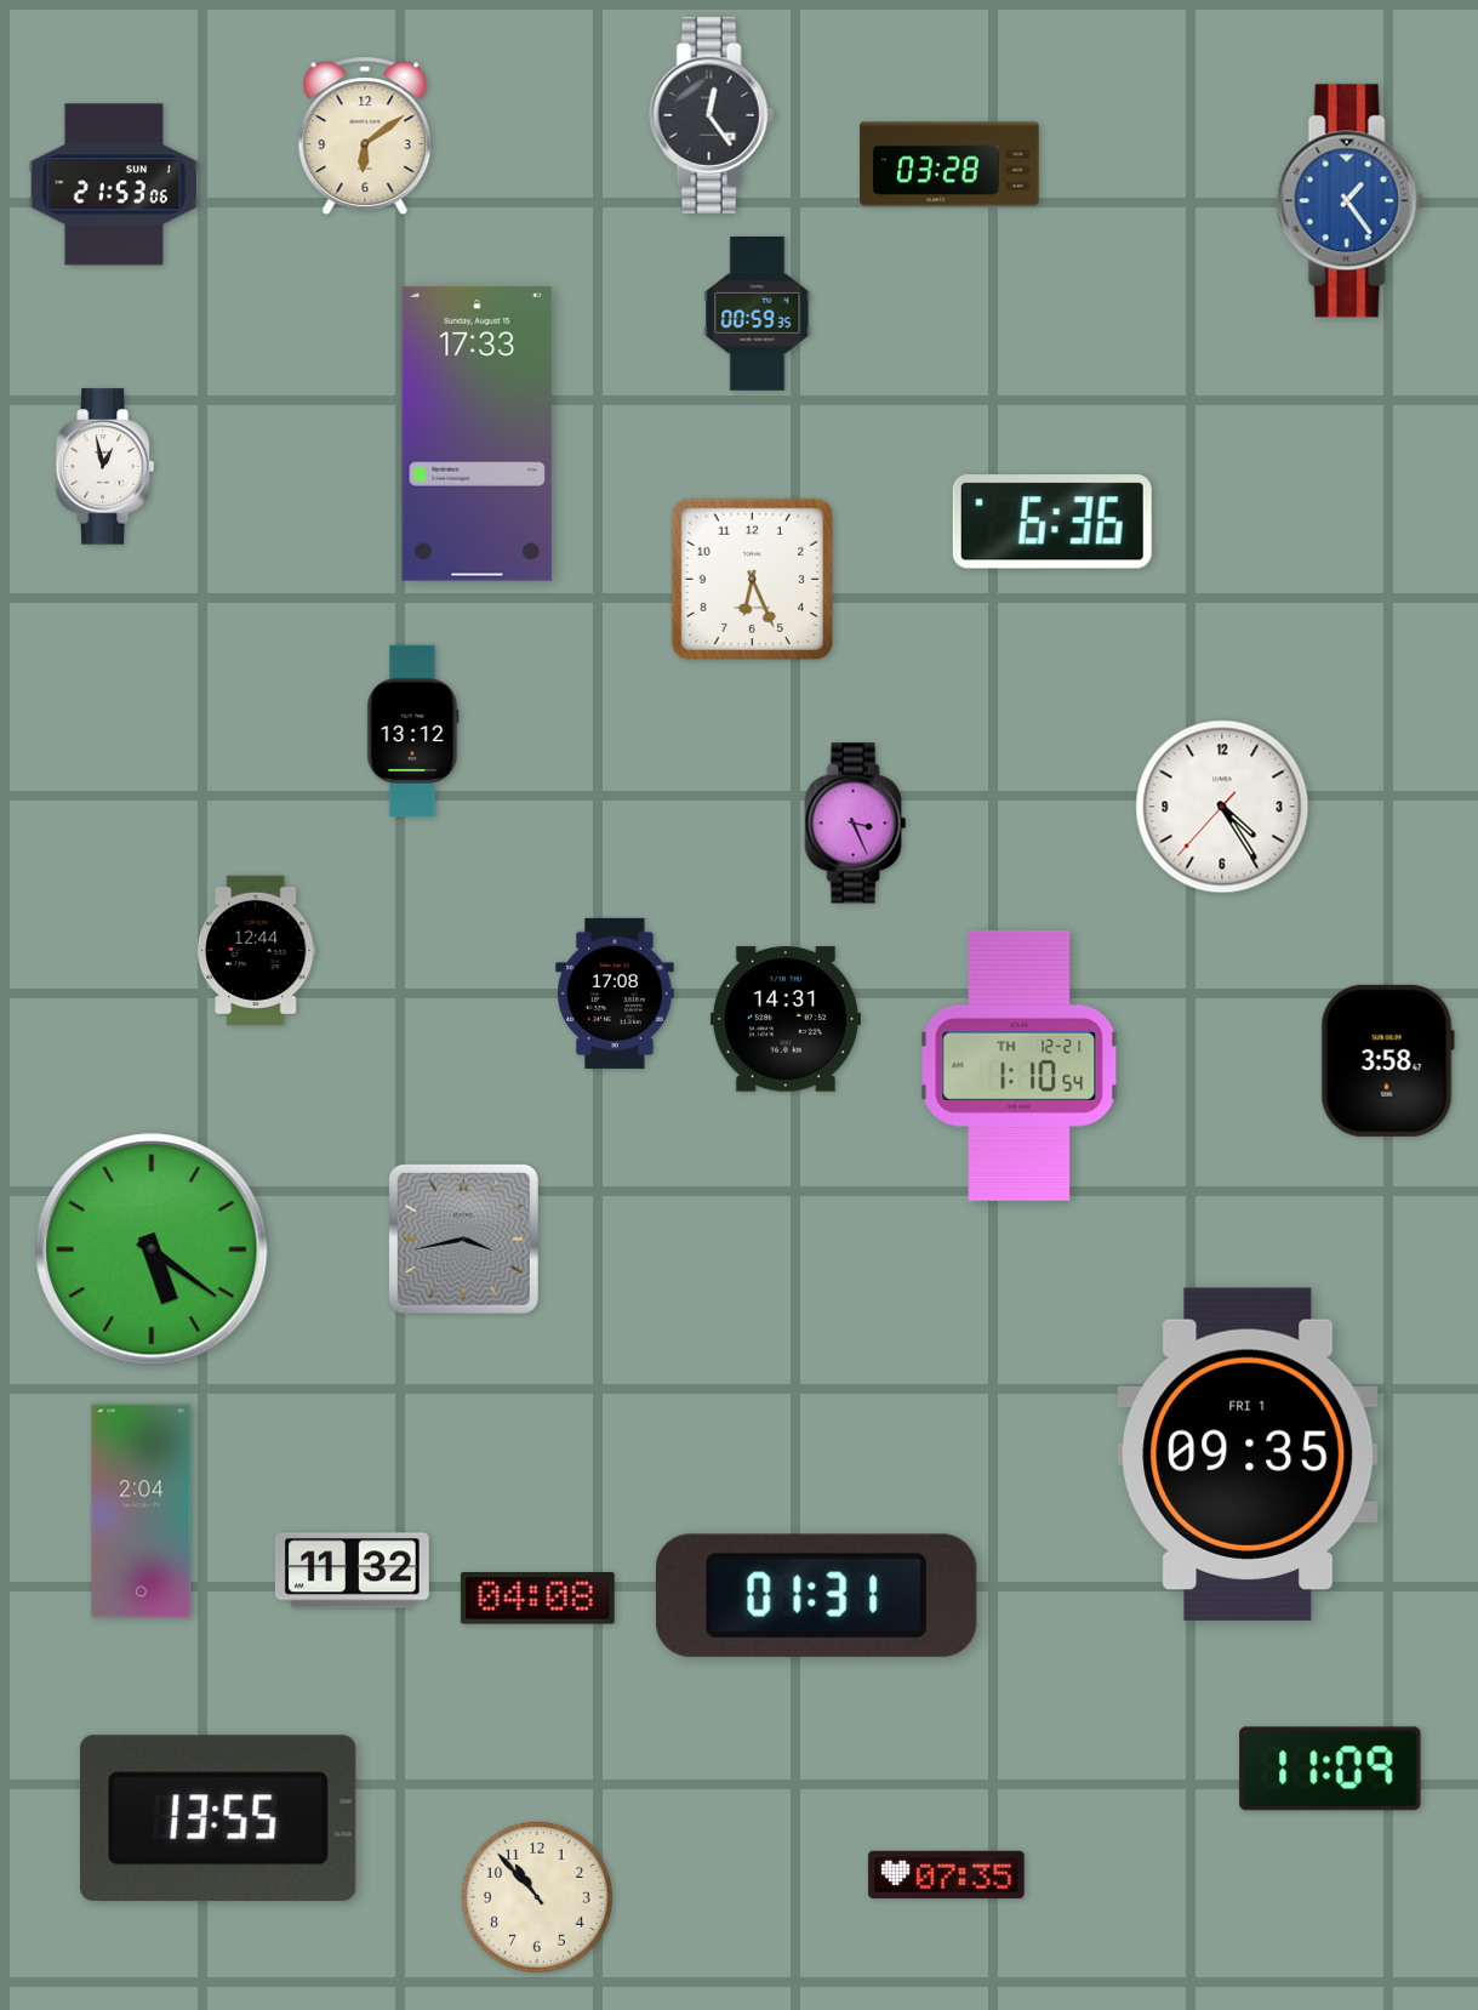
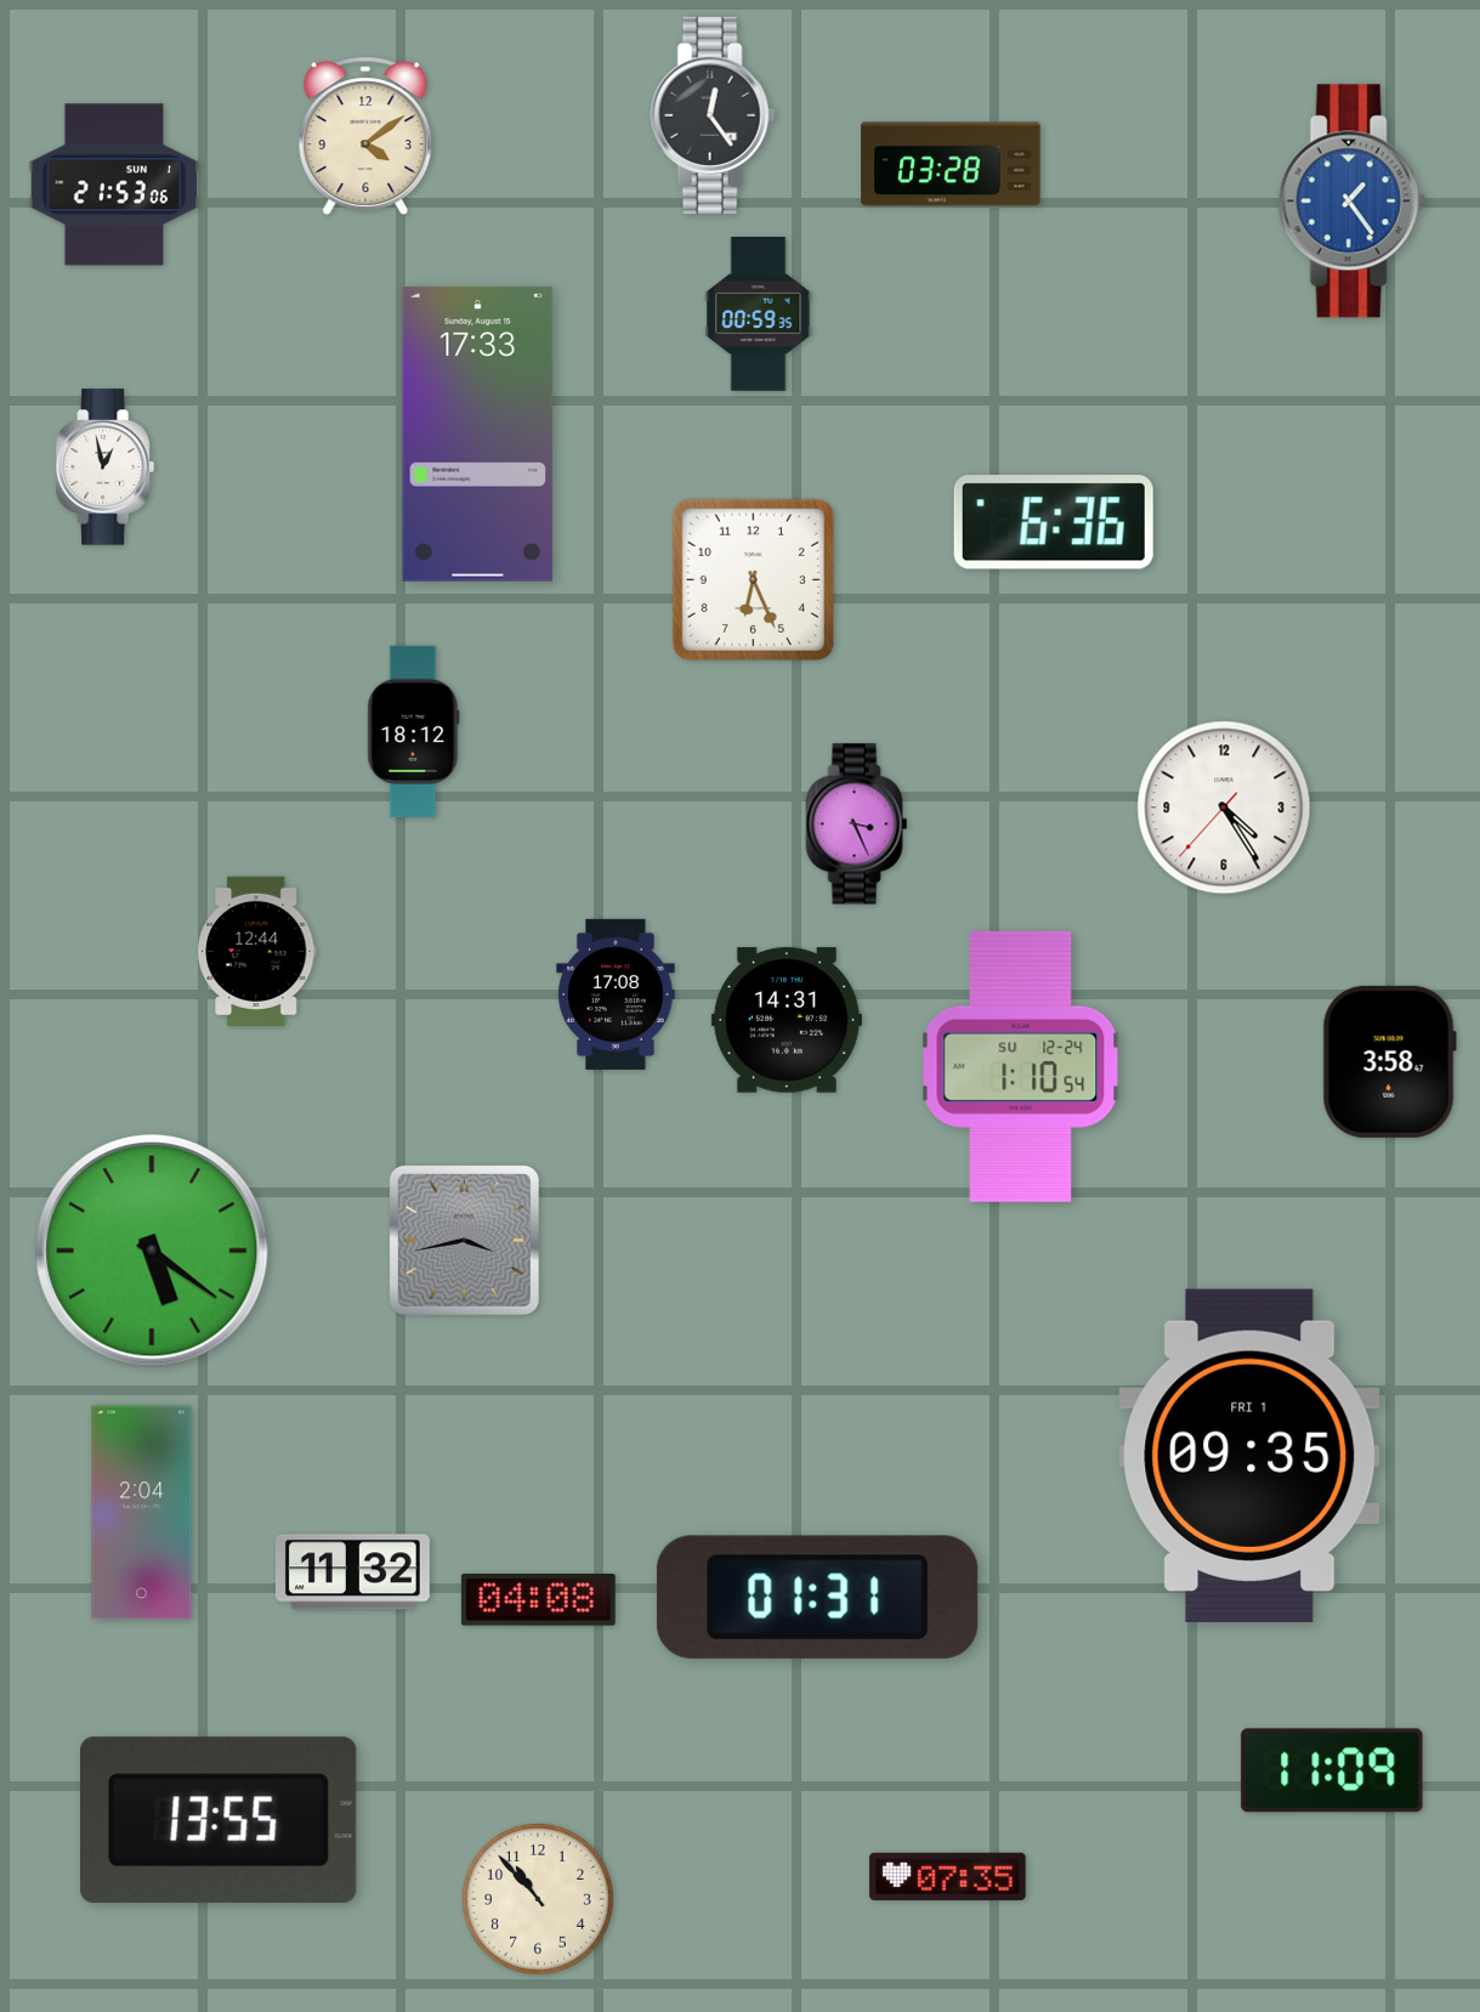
clock at (365, 136): 6:09 -> 4:09
clock at (413, 731): 13:12 -> 18:12
clock at (1020, 1065) date: TH 12-21 -> SU 12-24
